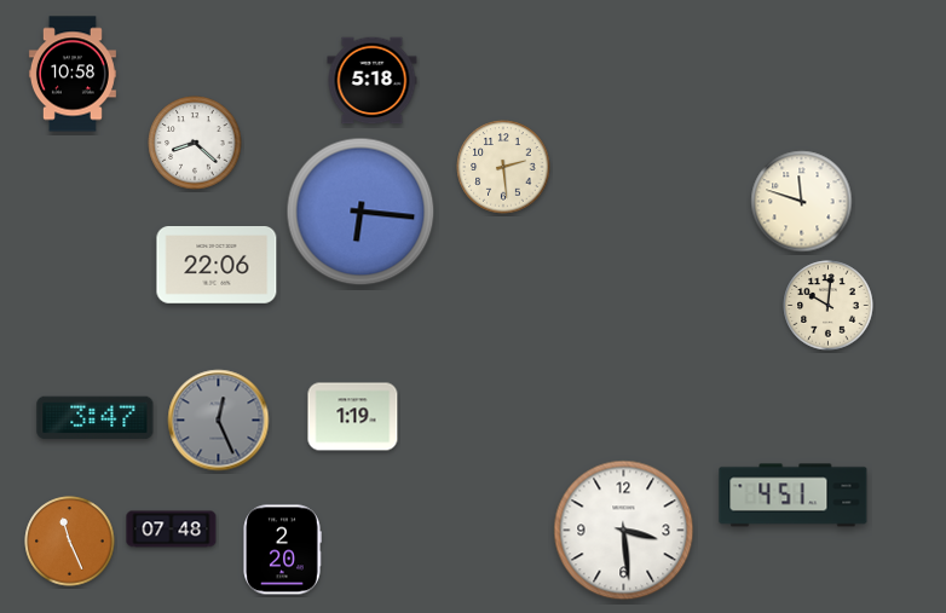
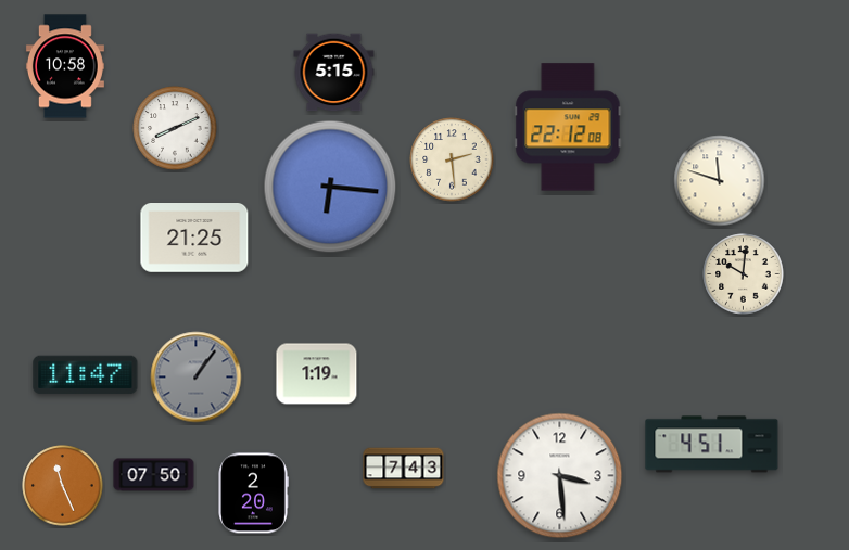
clock at (373, 81): 5:18 -> 5:15
clock at (568, 127): none -> 22:12
clock at (195, 143): 8:22 -> 8:11
clock at (503, 167) position: (503, 167) -> (452, 159)
clock at (360, 212) position: (360, 212) -> (330, 187)
clock at (217, 266): 22:06 -> 21:25
clock at (96, 418): 3:47 -> 11:47
clock at (219, 421): 12:26 -> 1:06
clock at (404, 469): none -> 7:43
clock at (172, 530): 07:48 -> 07:50
